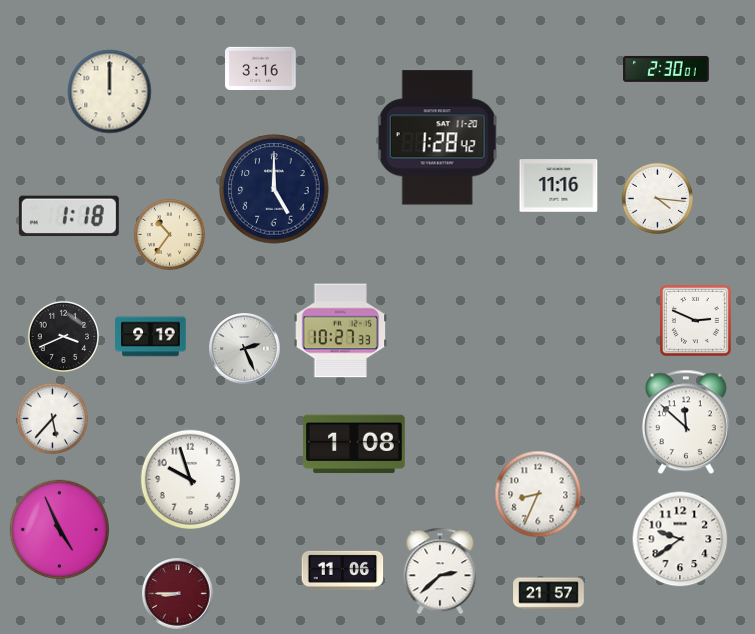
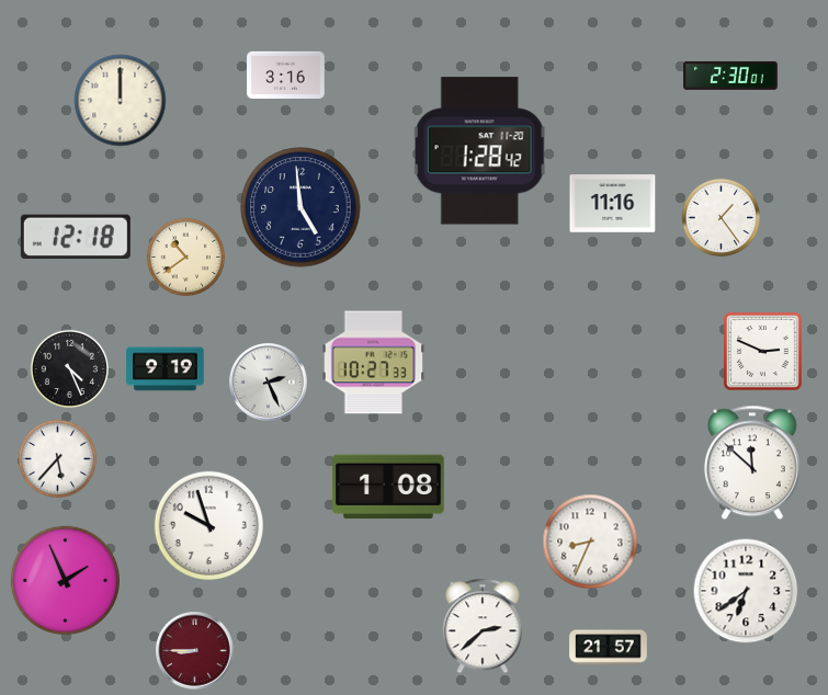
clock at (274, 189): 5:00 -> 4:59
clock at (657, 198): 4:16 -> 1:24
clock at (69, 216): 1:18 -> 12:18
clock at (169, 234): 10:36 -> 10:39
clock at (63, 336): 3:41 -> 4:26
clock at (59, 529): 4:56 -> 1:56
clock at (680, 539): 9:39 -> 6:39
clock at (343, 570): 11:06 -> none
clock at (549, 594) position: (549, 594) -> (609, 648)
